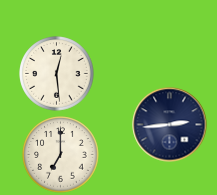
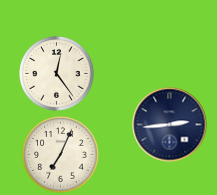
clock at (57, 74): 12:29 -> 12:24
clock at (61, 155): 7:00 -> 7:04
